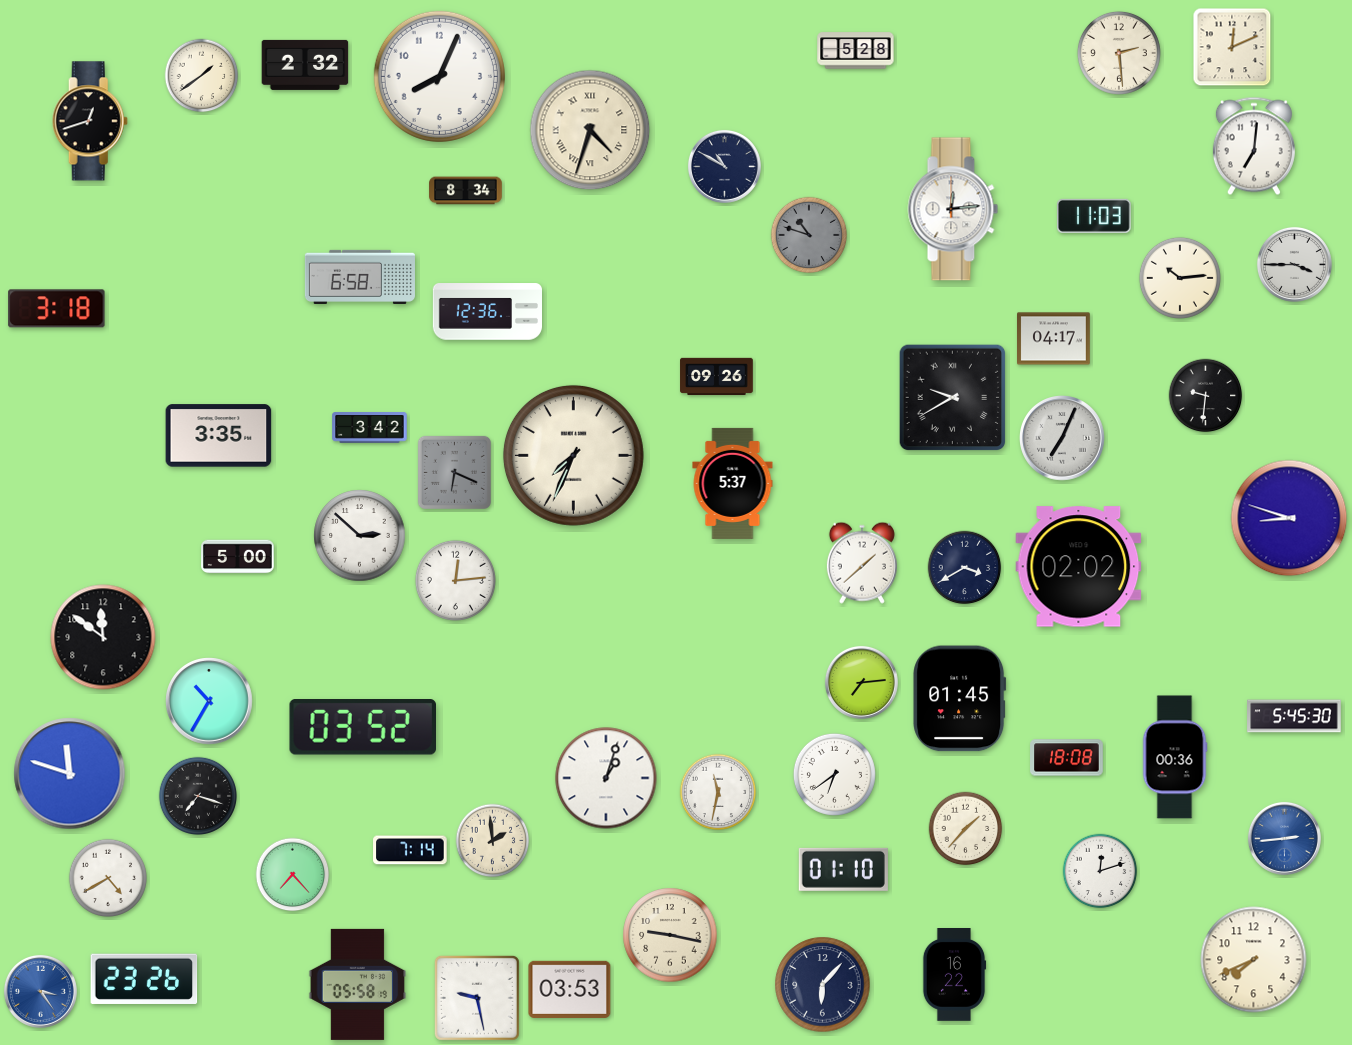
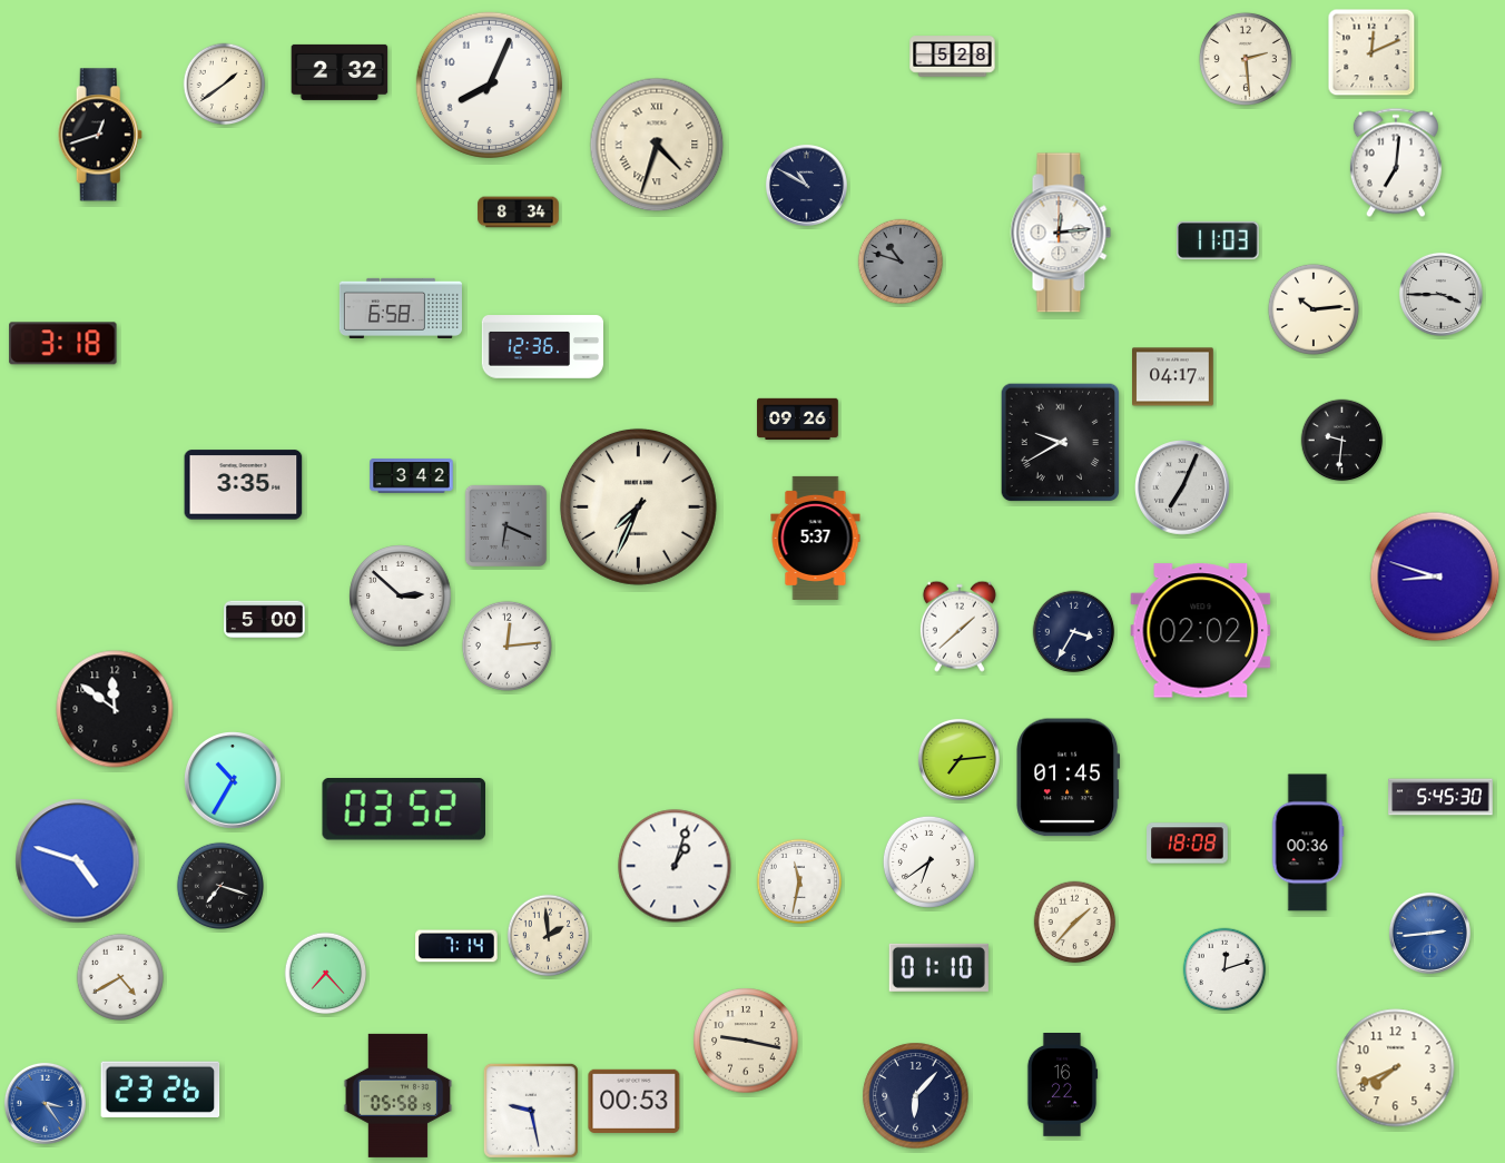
clock at (965, 568): 3:40 -> 3:35
clock at (70, 774): 11:48 -> 4:48
clock at (570, 989): 03:53 -> 00:53
